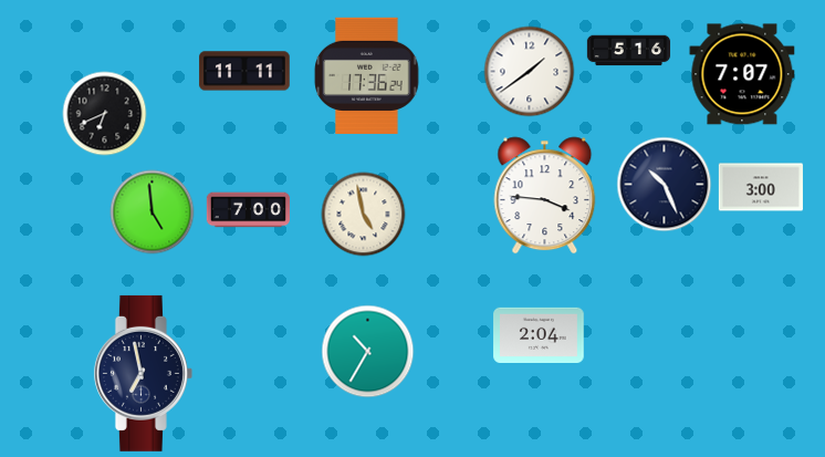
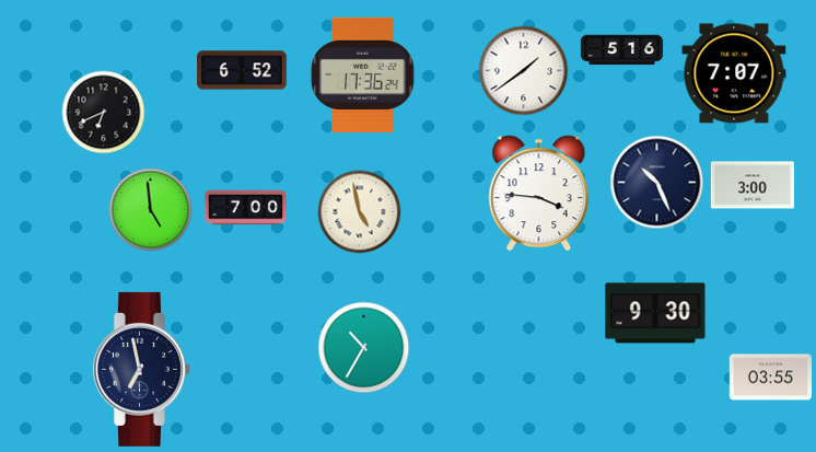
clock at (244, 71): 11:11 -> 6:52
clock at (655, 313): none -> 9:30
clock at (539, 334): 2:04 -> none
clock at (770, 378): none -> 03:55
